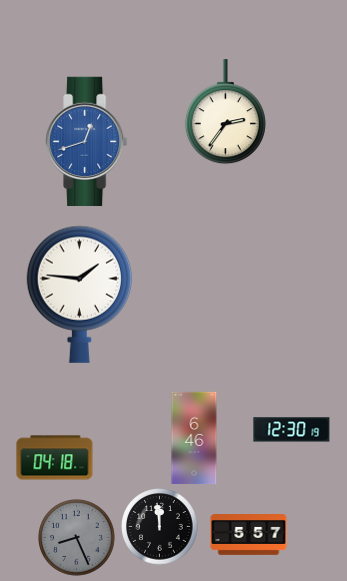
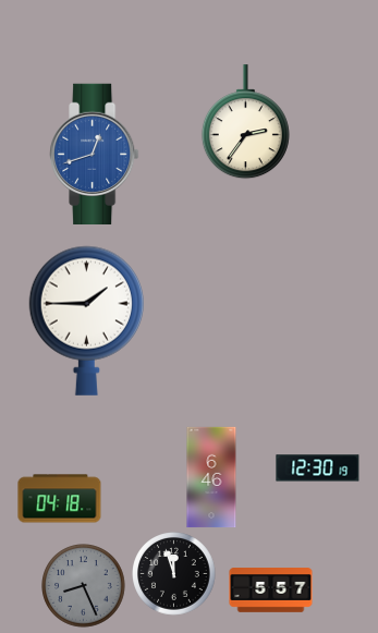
clock at (79, 294): 1:46 -> 1:45
clock at (160, 527): 11:59 -> 11:57
clock at (249, 535) position: (249, 535) -> (271, 591)
